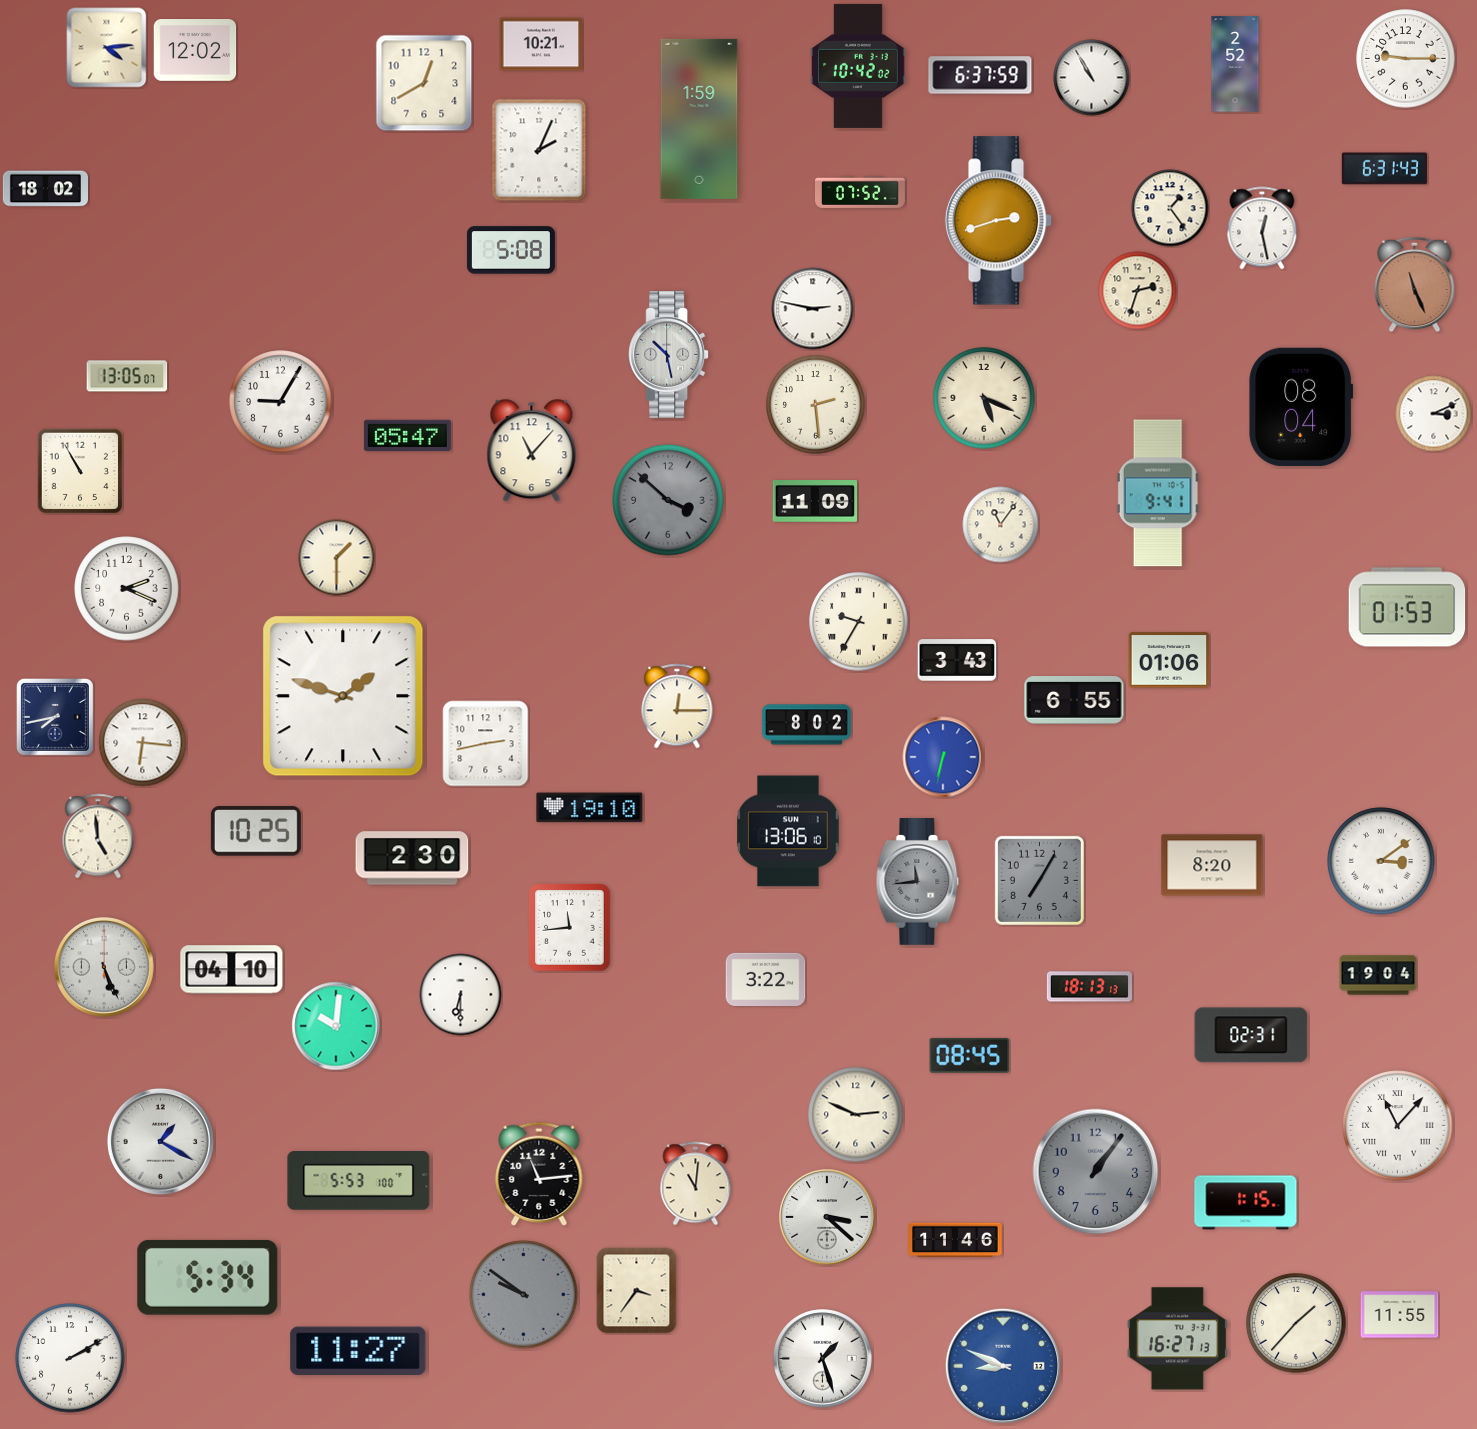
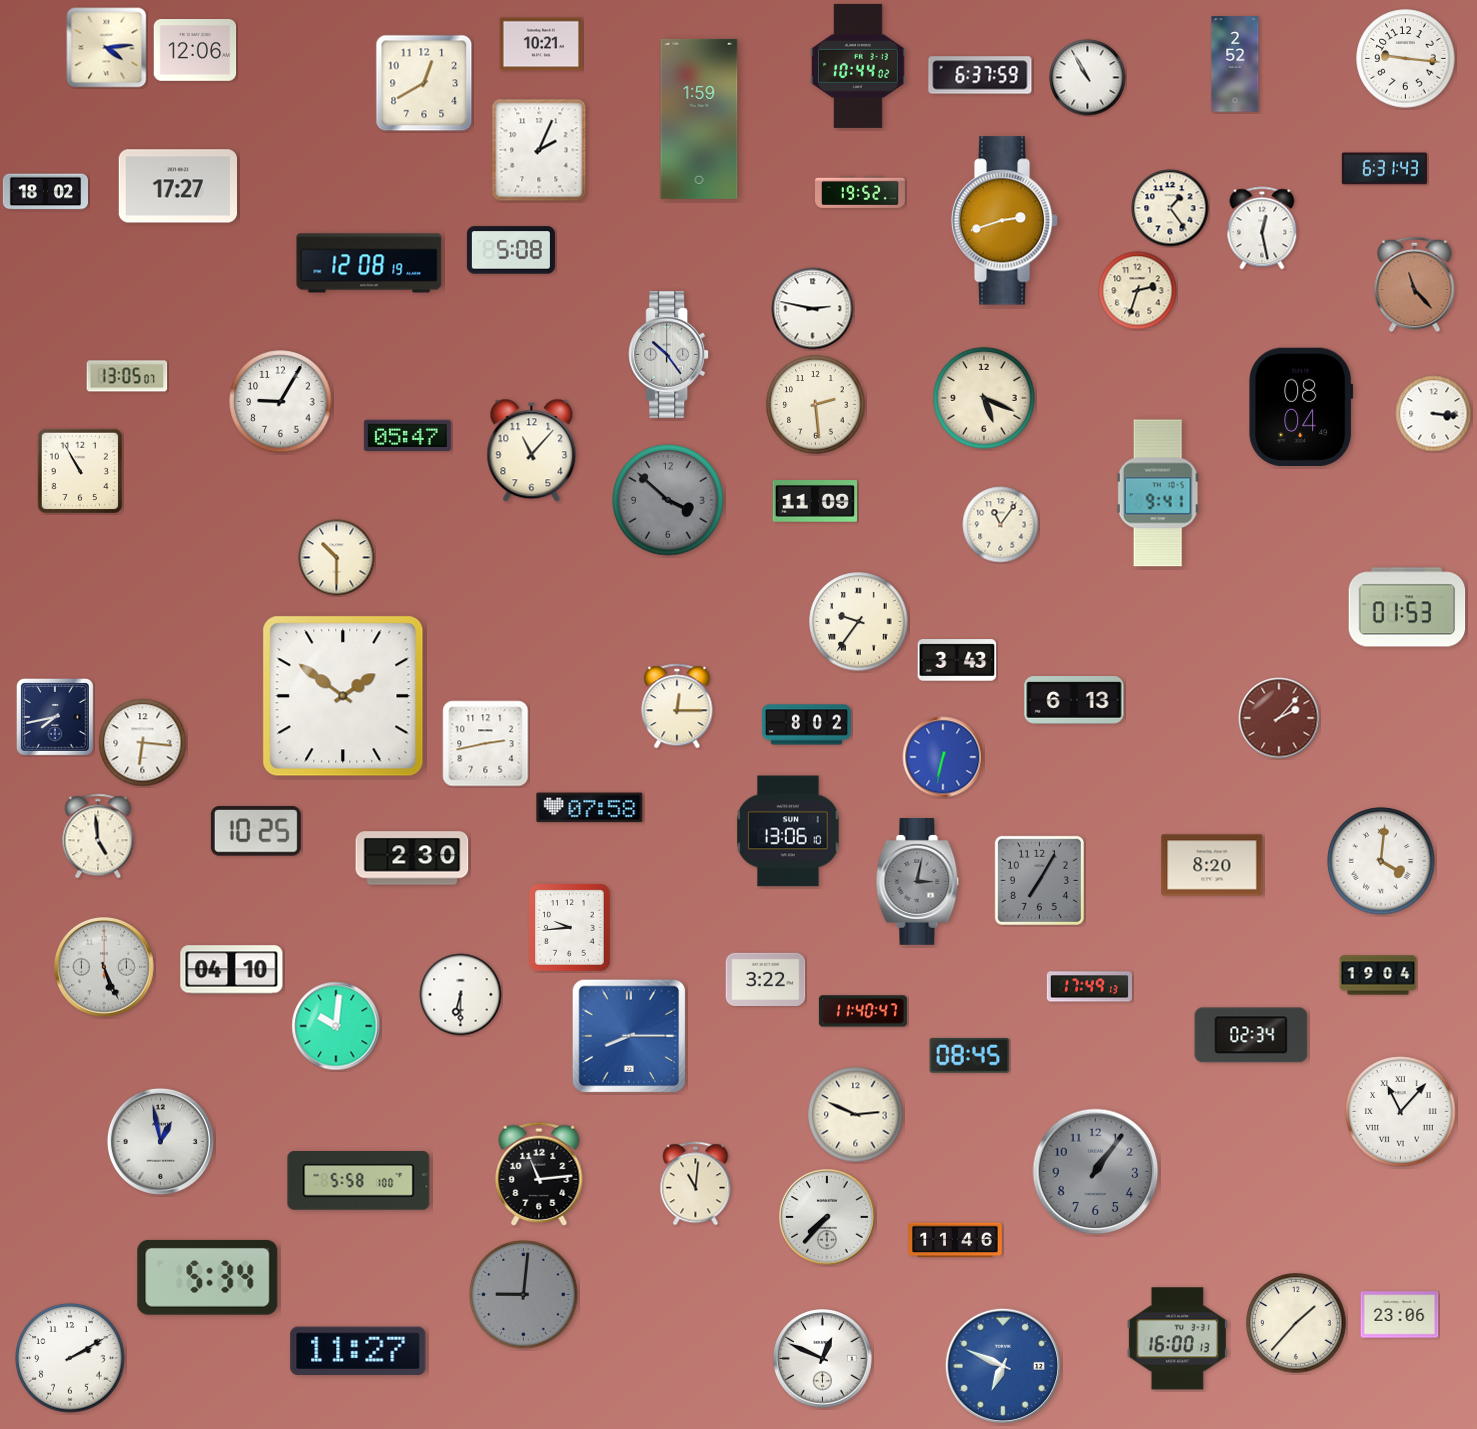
clock at (195, 51): 12:02 -> 12:06
clock at (1406, 59): 9:15 -> 9:16
clock at (859, 66): 10:42 -> 10:44
clock at (1092, 78) position: (1092, 78) -> (1088, 78)
clock at (177, 186): none -> 17:27
clock at (45, 189) position: (45, 189) -> (45, 192)
clock at (861, 192): 07:52 -> 19:52
clock at (999, 221) position: (999, 221) -> (1005, 221)
clock at (369, 263): none -> 12:08
clock at (1415, 285): 11:26 -> 11:23
clock at (669, 355): 10:28 -> 10:24
clock at (1434, 414): 3:11 -> 3:16
clock at (337, 558): 1:30 -> 10:30
clock at (127, 589): 2:19 -> none
clock at (859, 622): 9:35 -> 9:36
clock at (1169, 660): 01:06 -> none
clock at (343, 696): 1:48 -> 1:51
clock at (1074, 701): 6:55 -> 6:13
clock at (1279, 718): none -> 2:07
clock at (590, 808): 19:10 -> 07:58
clock at (1381, 861): 3:09 -> 4:01
clock at (918, 882): 11:44 -> 3:02
clock at (570, 928): 11:44 -> 9:44
clock at (1089, 987): 18:13 -> 17:49
clock at (863, 1011): none -> 11:40
clock at (1251, 1035): 02:31 -> 02:34
clock at (629, 1036): none -> 8:15
clock at (1398, 1126) position: (1398, 1126) -> (1401, 1112)
clock at (160, 1141): 1:20 -> 12:58
clock at (359, 1181): 5:53 -> 5:58
clock at (1246, 1203): 1:15 -> none
clock at (827, 1217): 3:22 -> 7:37
clock at (637, 1291): 3:36 -> none
clock at (524, 1295): 9:51 -> 9:01
clock at (1400, 1315): 11:55 -> 23:06
clock at (1177, 1339): 16:27 -> 16:00
clock at (823, 1359): 1:27 -> 12:49
clock at (1003, 1366): 8:49 -> 6:49
